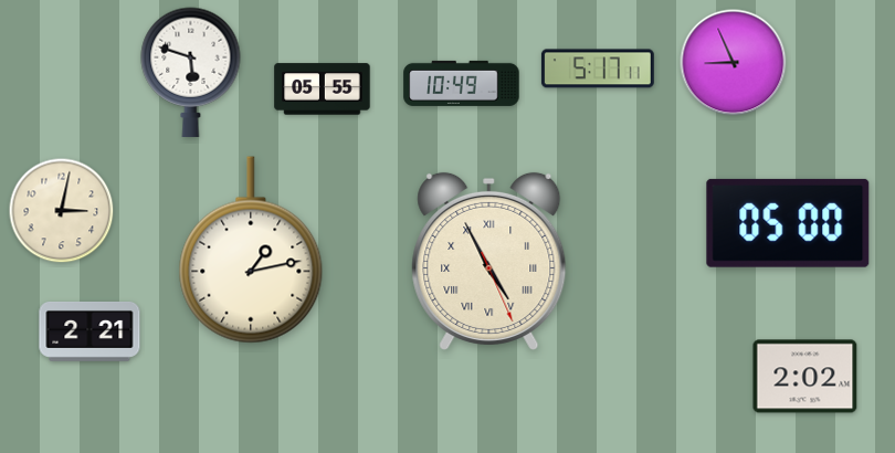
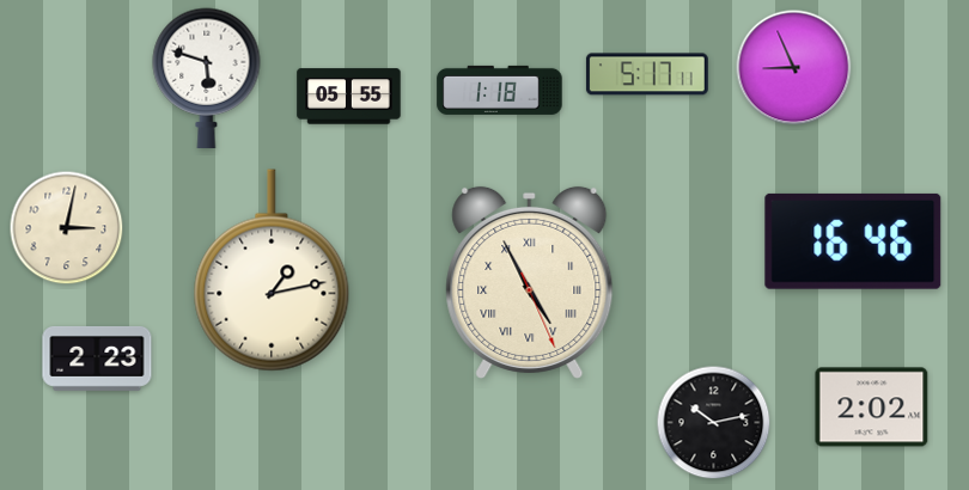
clock at (462, 83): 10:49 -> 1:18
clock at (788, 223): 05:00 -> 16:46
clock at (89, 331): 2:21 -> 2:23
clock at (714, 423): none -> 10:13
